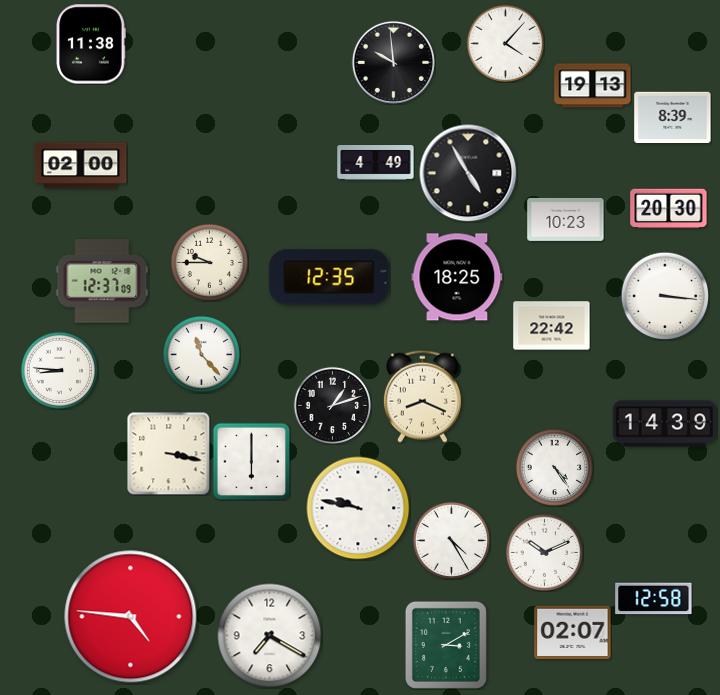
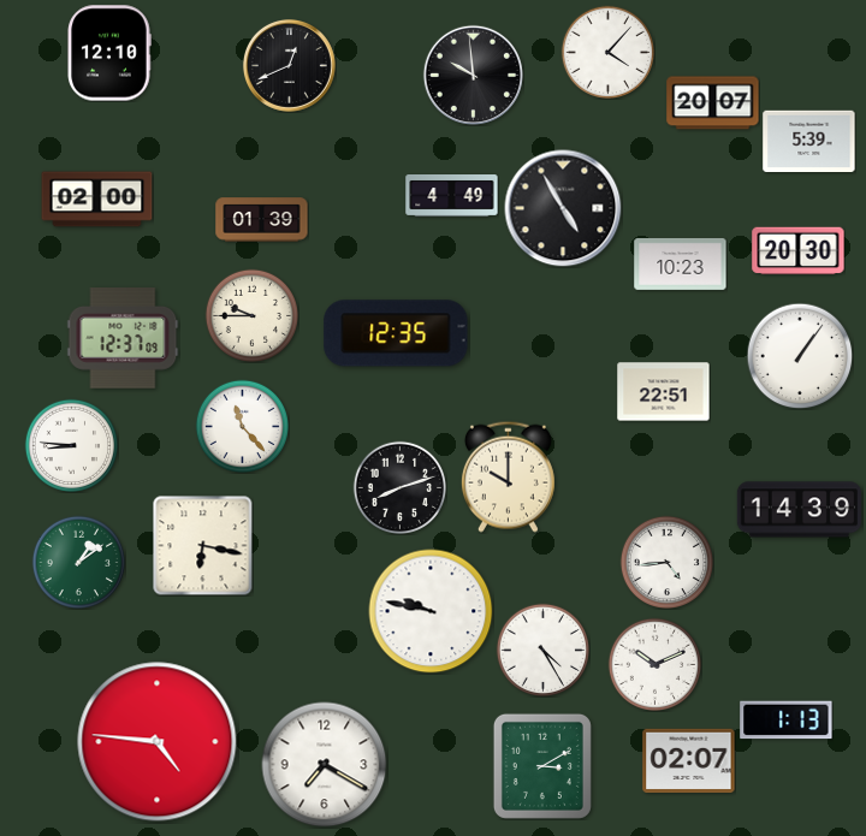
clock at (91, 44): 11:38 -> 12:10
clock at (289, 65): none -> 12:41
clock at (593, 86): 19:13 -> 20:07
clock at (673, 118): 8:39 -> 5:39
clock at (262, 220): none -> 01:39
clock at (669, 209) position: (669, 209) -> (799, 251)
clock at (457, 277): 18:25 -> none
clock at (665, 296): 3:16 -> 1:06
clock at (552, 326): 22:42 -> 22:51
clock at (422, 396): 8:19 -> 10:00
clock at (332, 405): 1:12 -> 8:12
clock at (168, 453): 3:17 -> 6:17
clock at (251, 461): 6:00 -> none
clock at (78, 562): none -> 1:09
clock at (554, 467): 4:24 -> 4:44
clock at (654, 599): 12:58 -> 1:13
clock at (446, 645) position: (446, 645) -> (542, 766)
